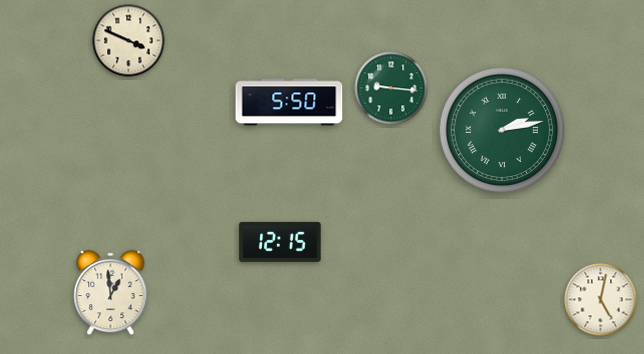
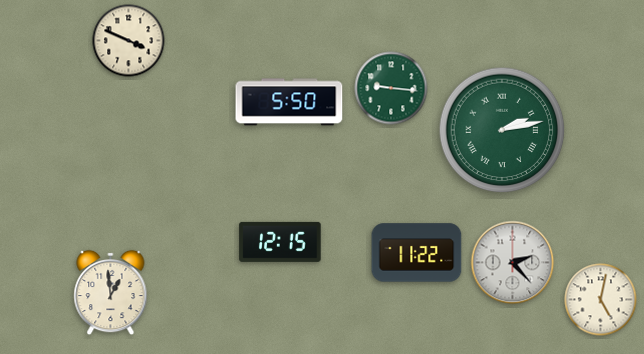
clock at (417, 253): none -> 11:22
clock at (513, 263): none -> 2:23
